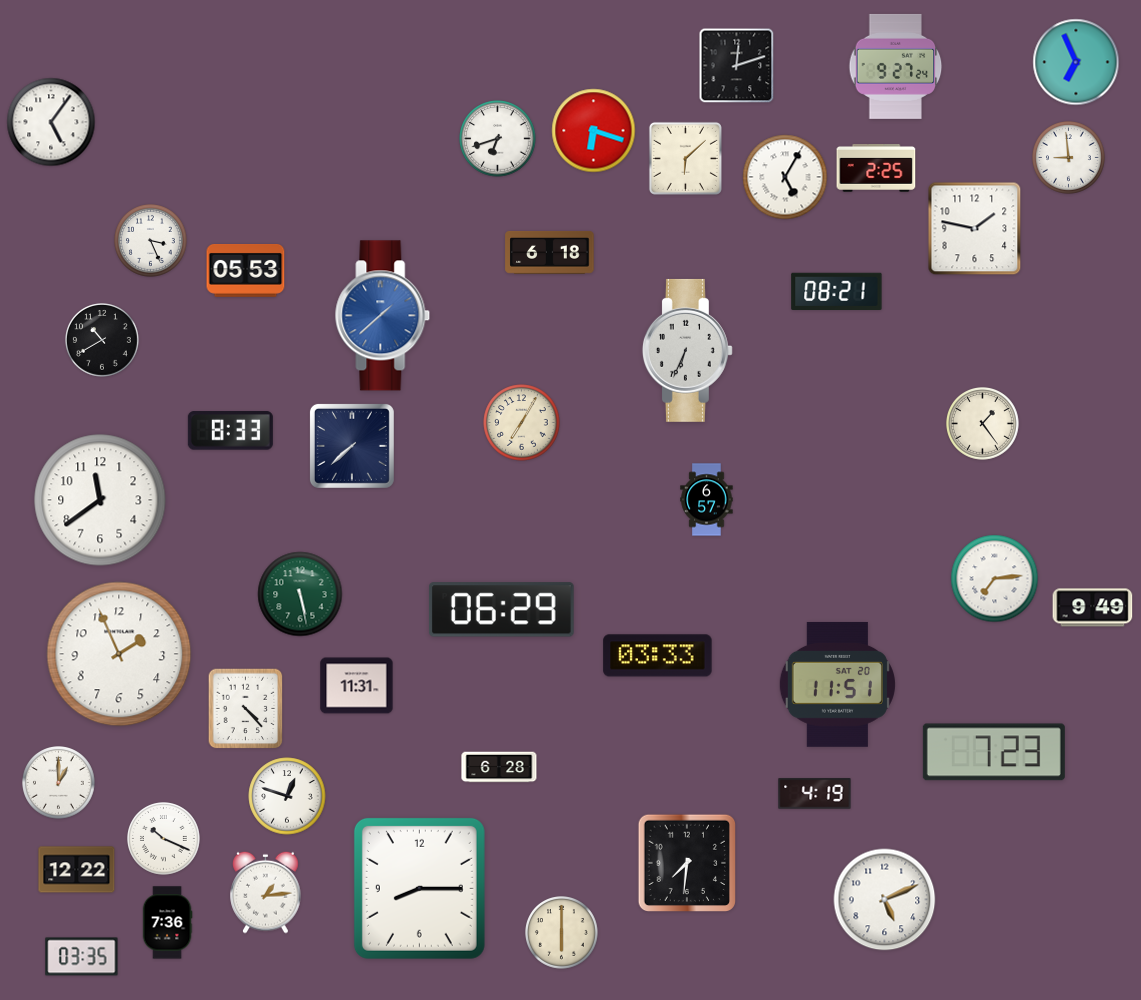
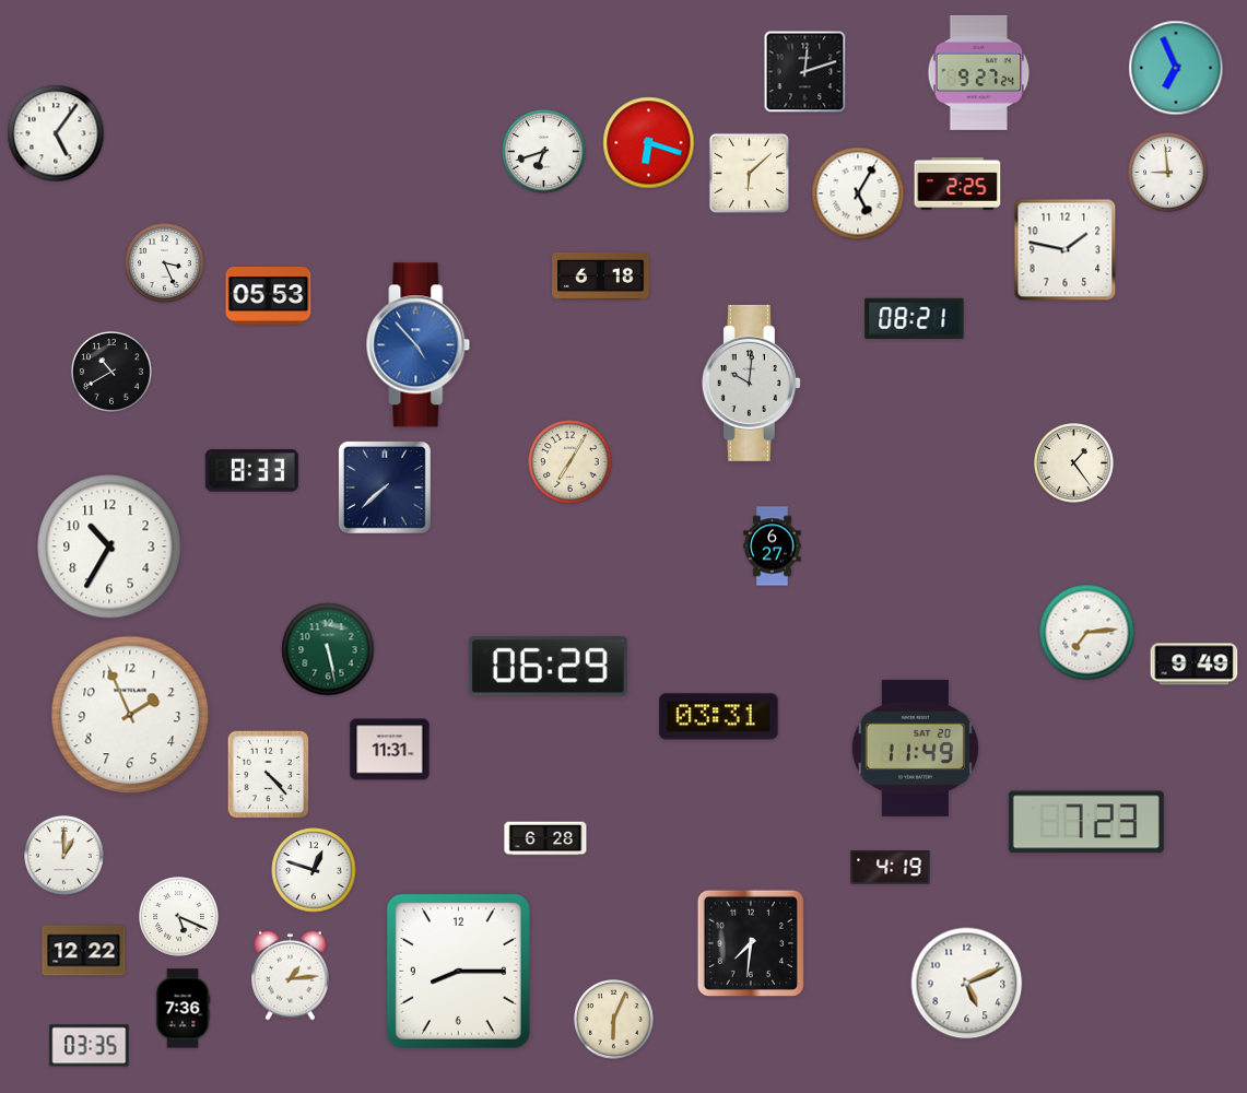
clock at (383, 316): 1:38 -> 4:53
clock at (687, 350): 6:34 -> 10:01
clock at (100, 500): 11:39 -> 10:35
clock at (707, 500): 6:57 -> 6:27
clock at (658, 656): 03:33 -> 03:31
clock at (837, 684): 11:51 -> 11:49
clock at (164, 839): 10:19 -> 5:19
clock at (562, 933): 6:00 -> 6:04
